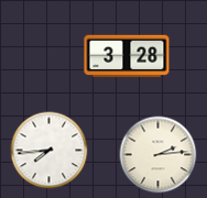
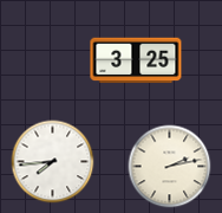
clock at (127, 56): 3:28 -> 3:25
clock at (159, 155): 2:14 -> 2:13
